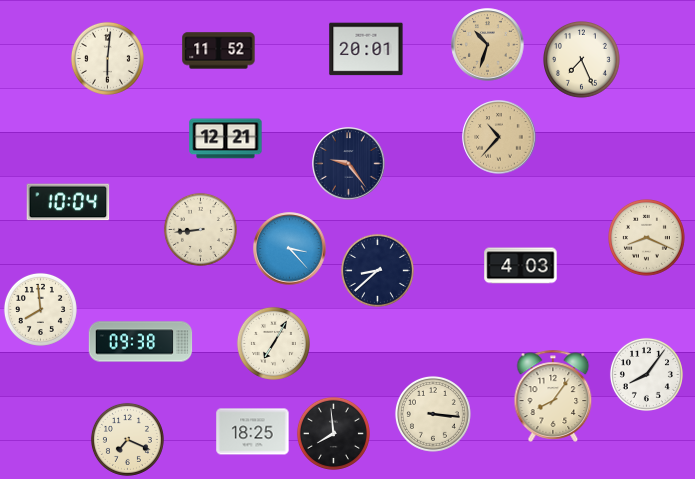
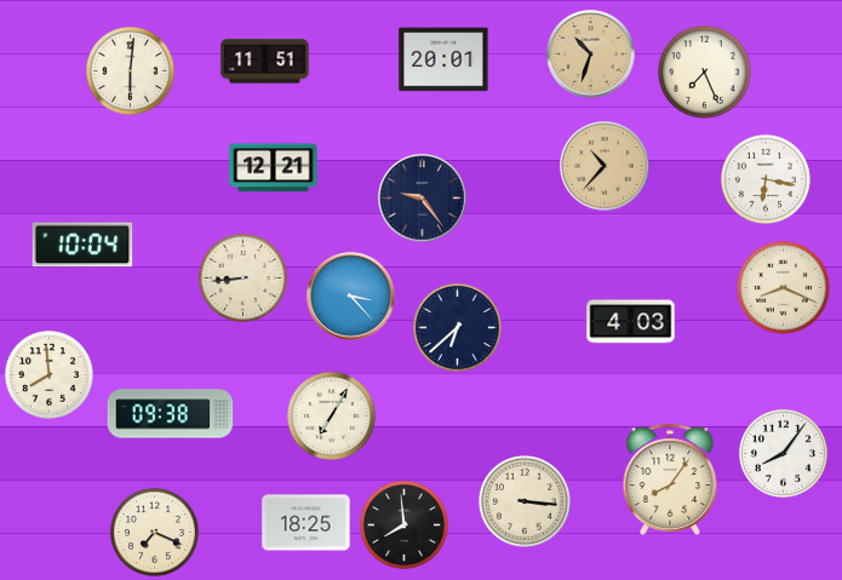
clock at (219, 51): 11:52 -> 11:51
clock at (766, 179): none -> 6:17
clock at (290, 249) position: (290, 249) -> (351, 297)
clock at (377, 270): 8:38 -> 6:38
